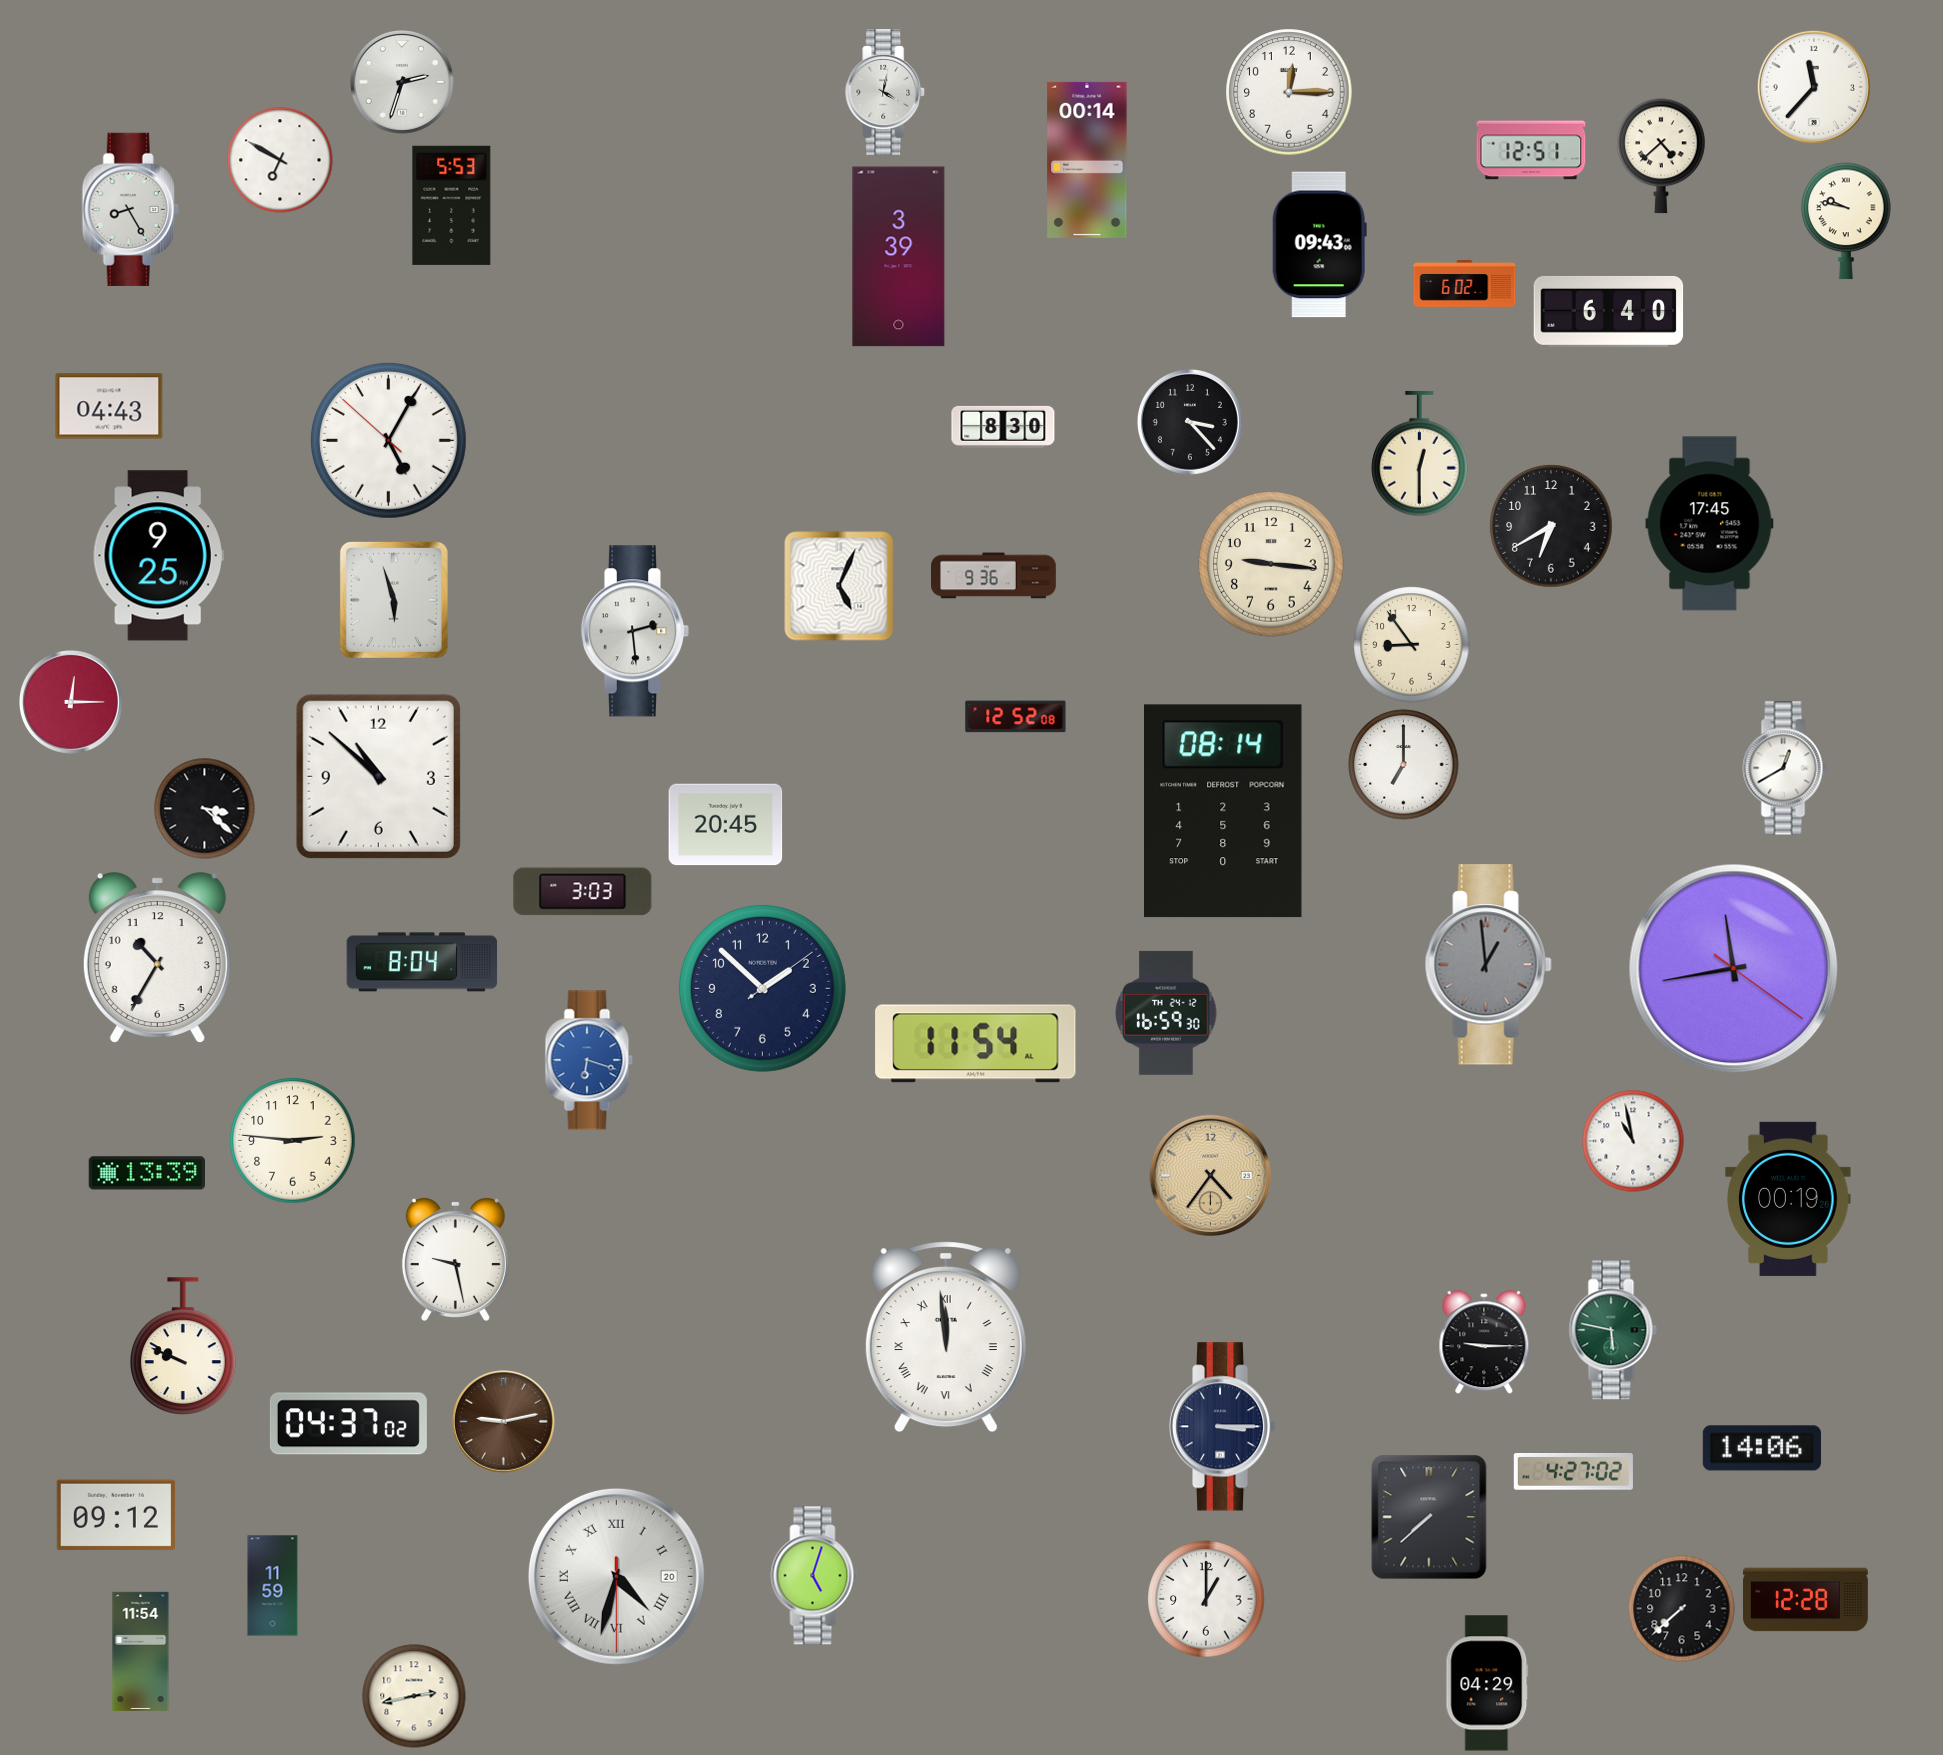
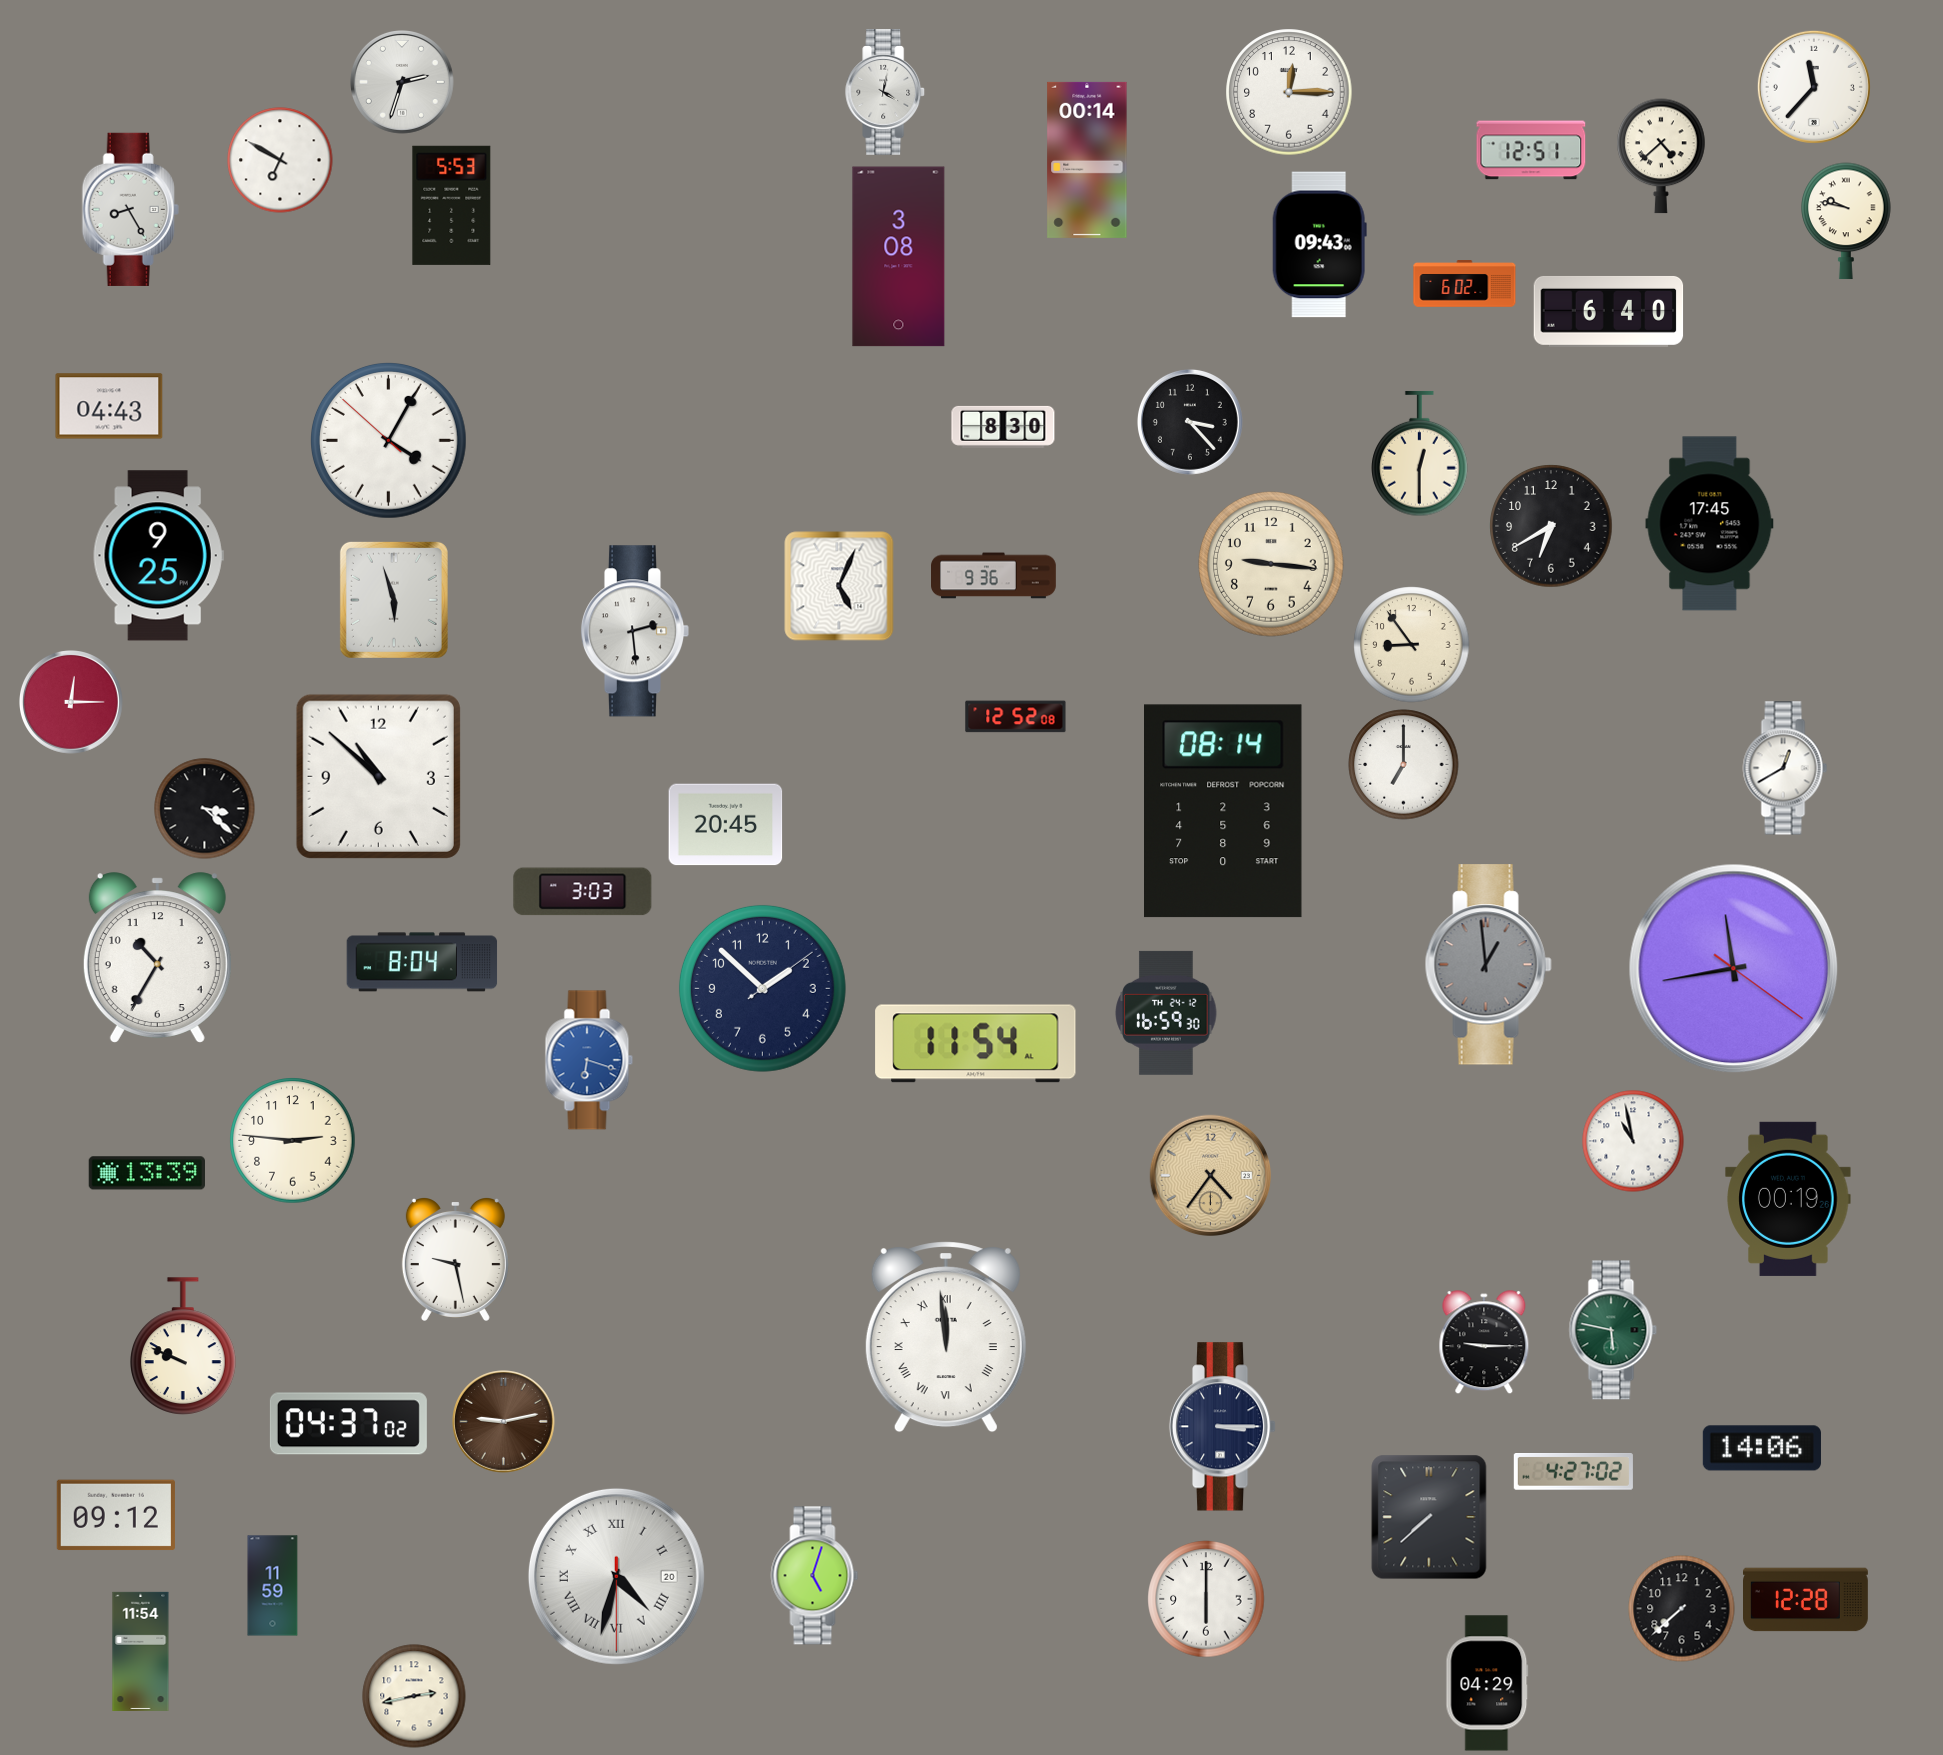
clock at (899, 257): 3:39 -> 3:08
clock at (388, 440): 5:04 -> 4:04
clock at (1206, 1599): 1:00 -> 6:00
